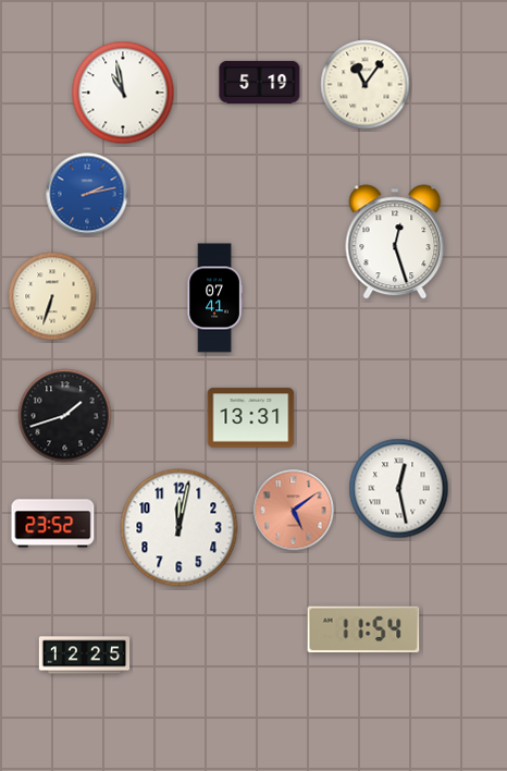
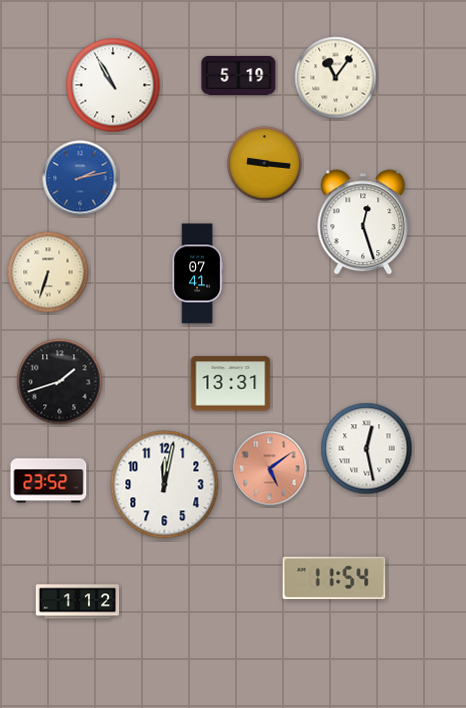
clock at (123, 93): 10:58 -> 10:55
clock at (265, 164): none -> 9:16
clock at (85, 656): 12:25 -> 1:12
